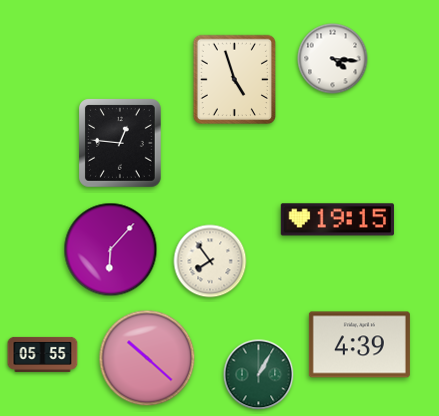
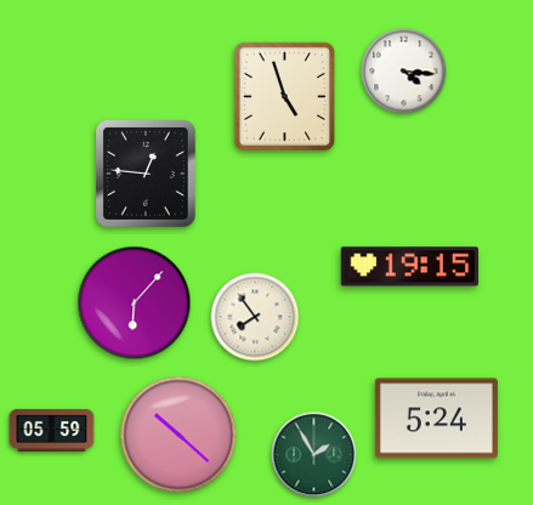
clock at (359, 345): 4:39 -> 5:24
clock at (43, 354): 05:55 -> 05:59
clock at (259, 375): 1:05 -> 1:55
